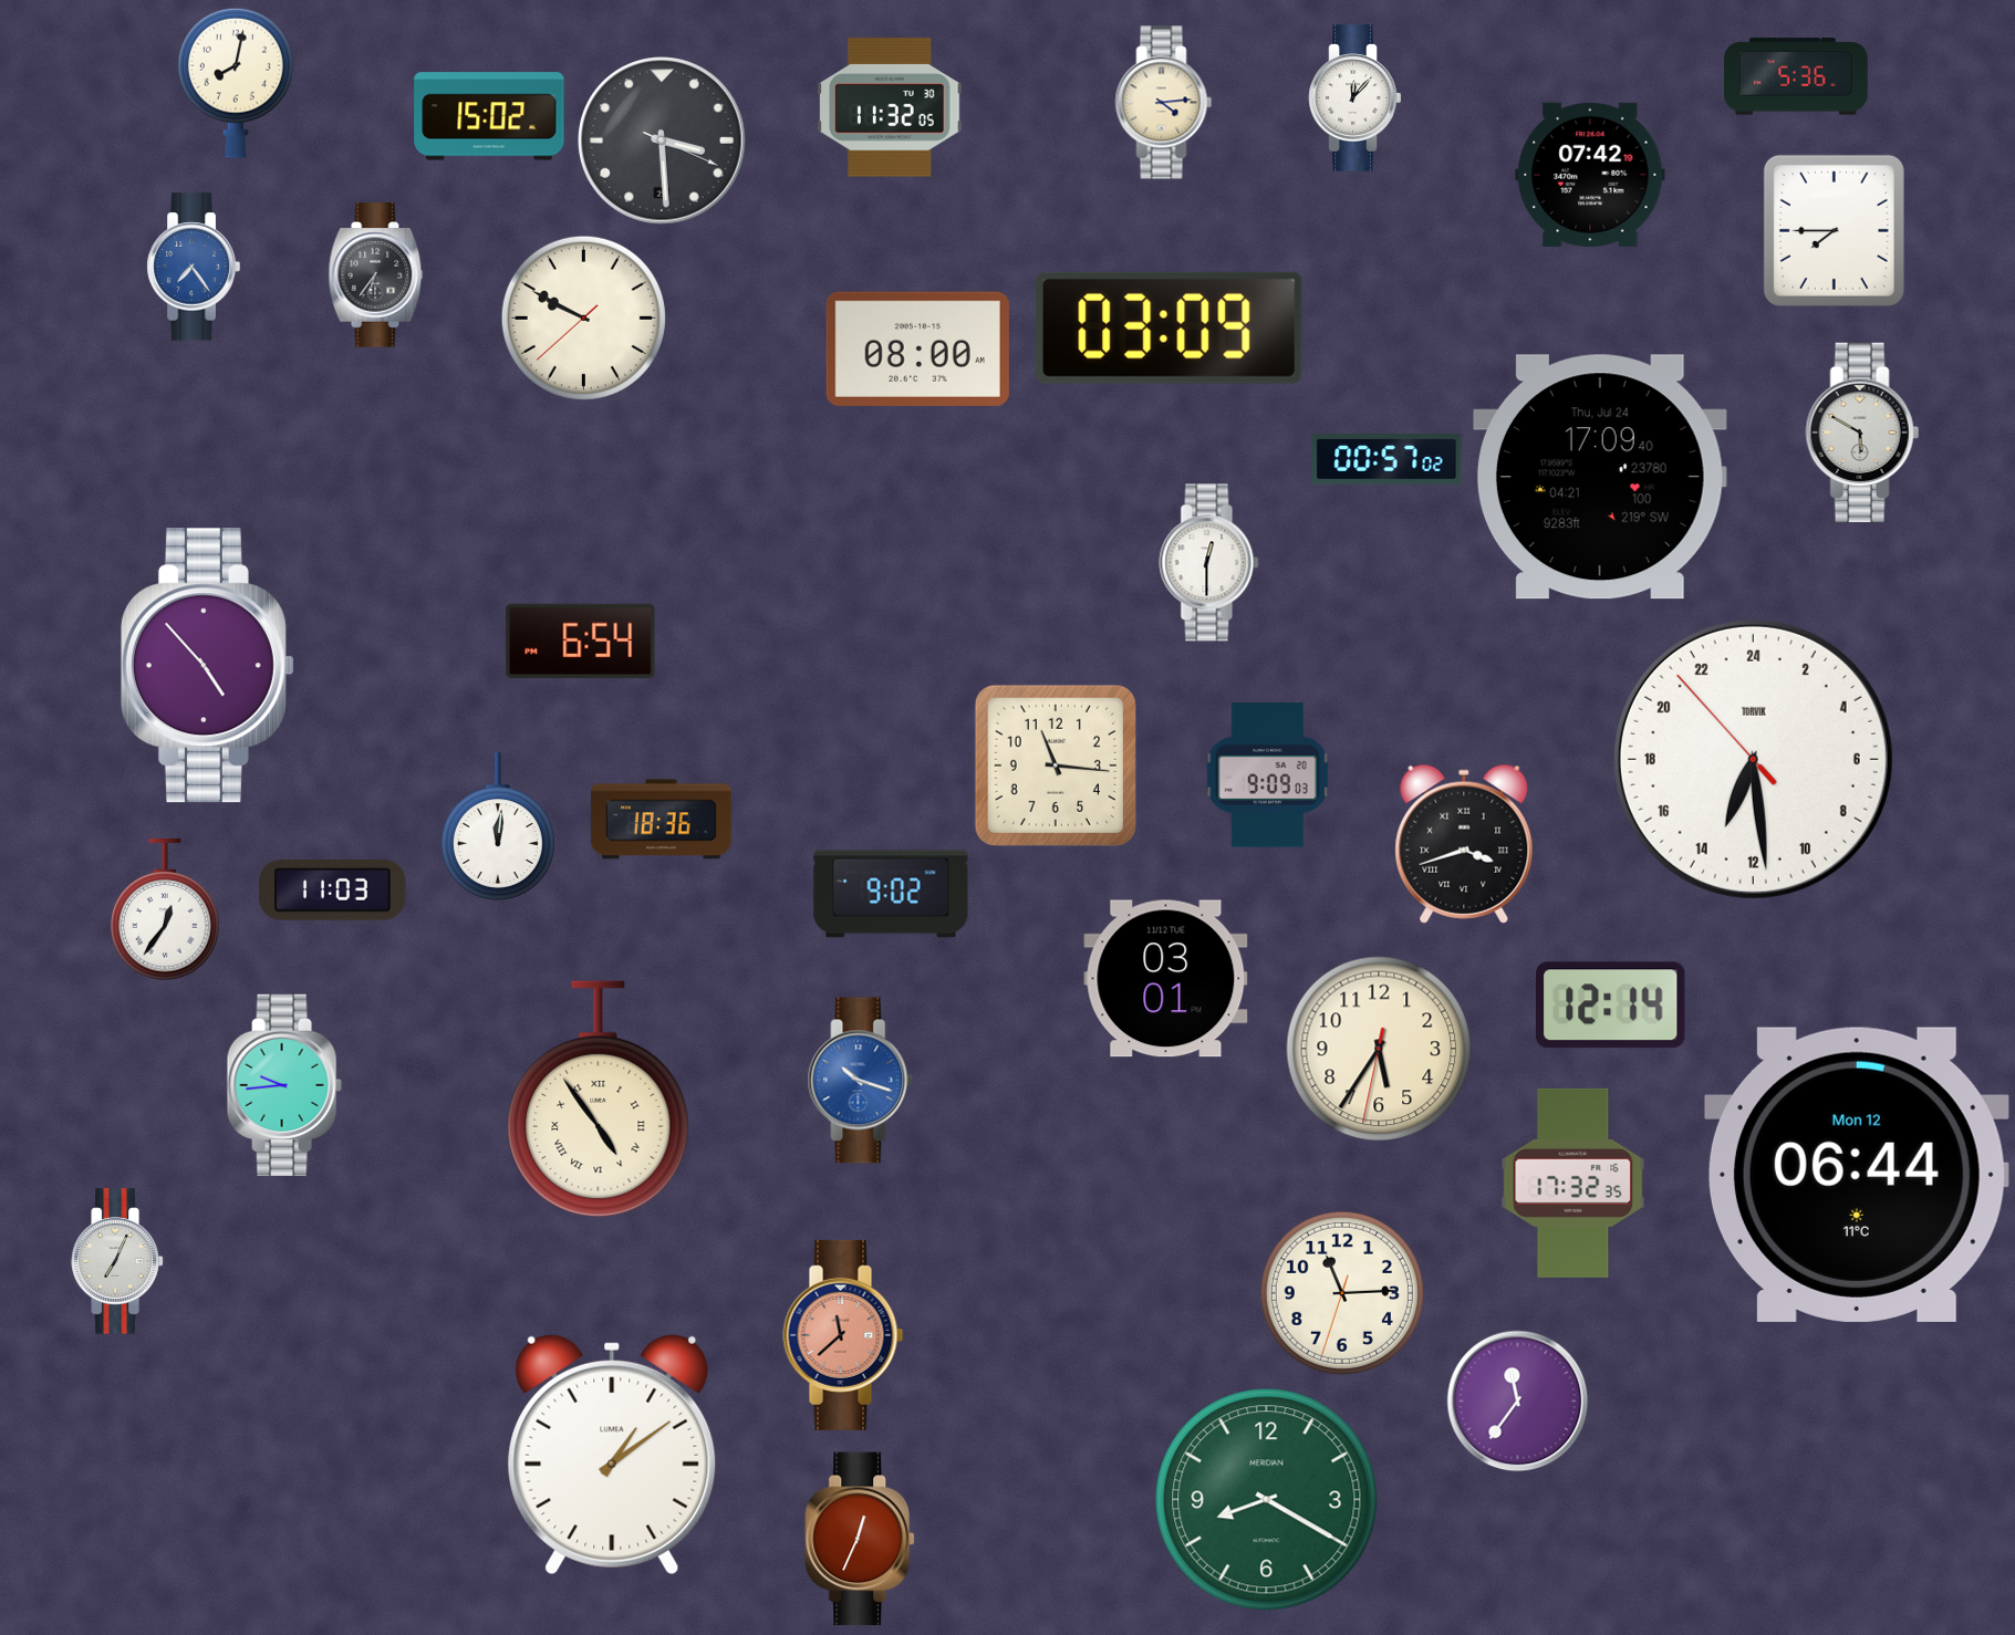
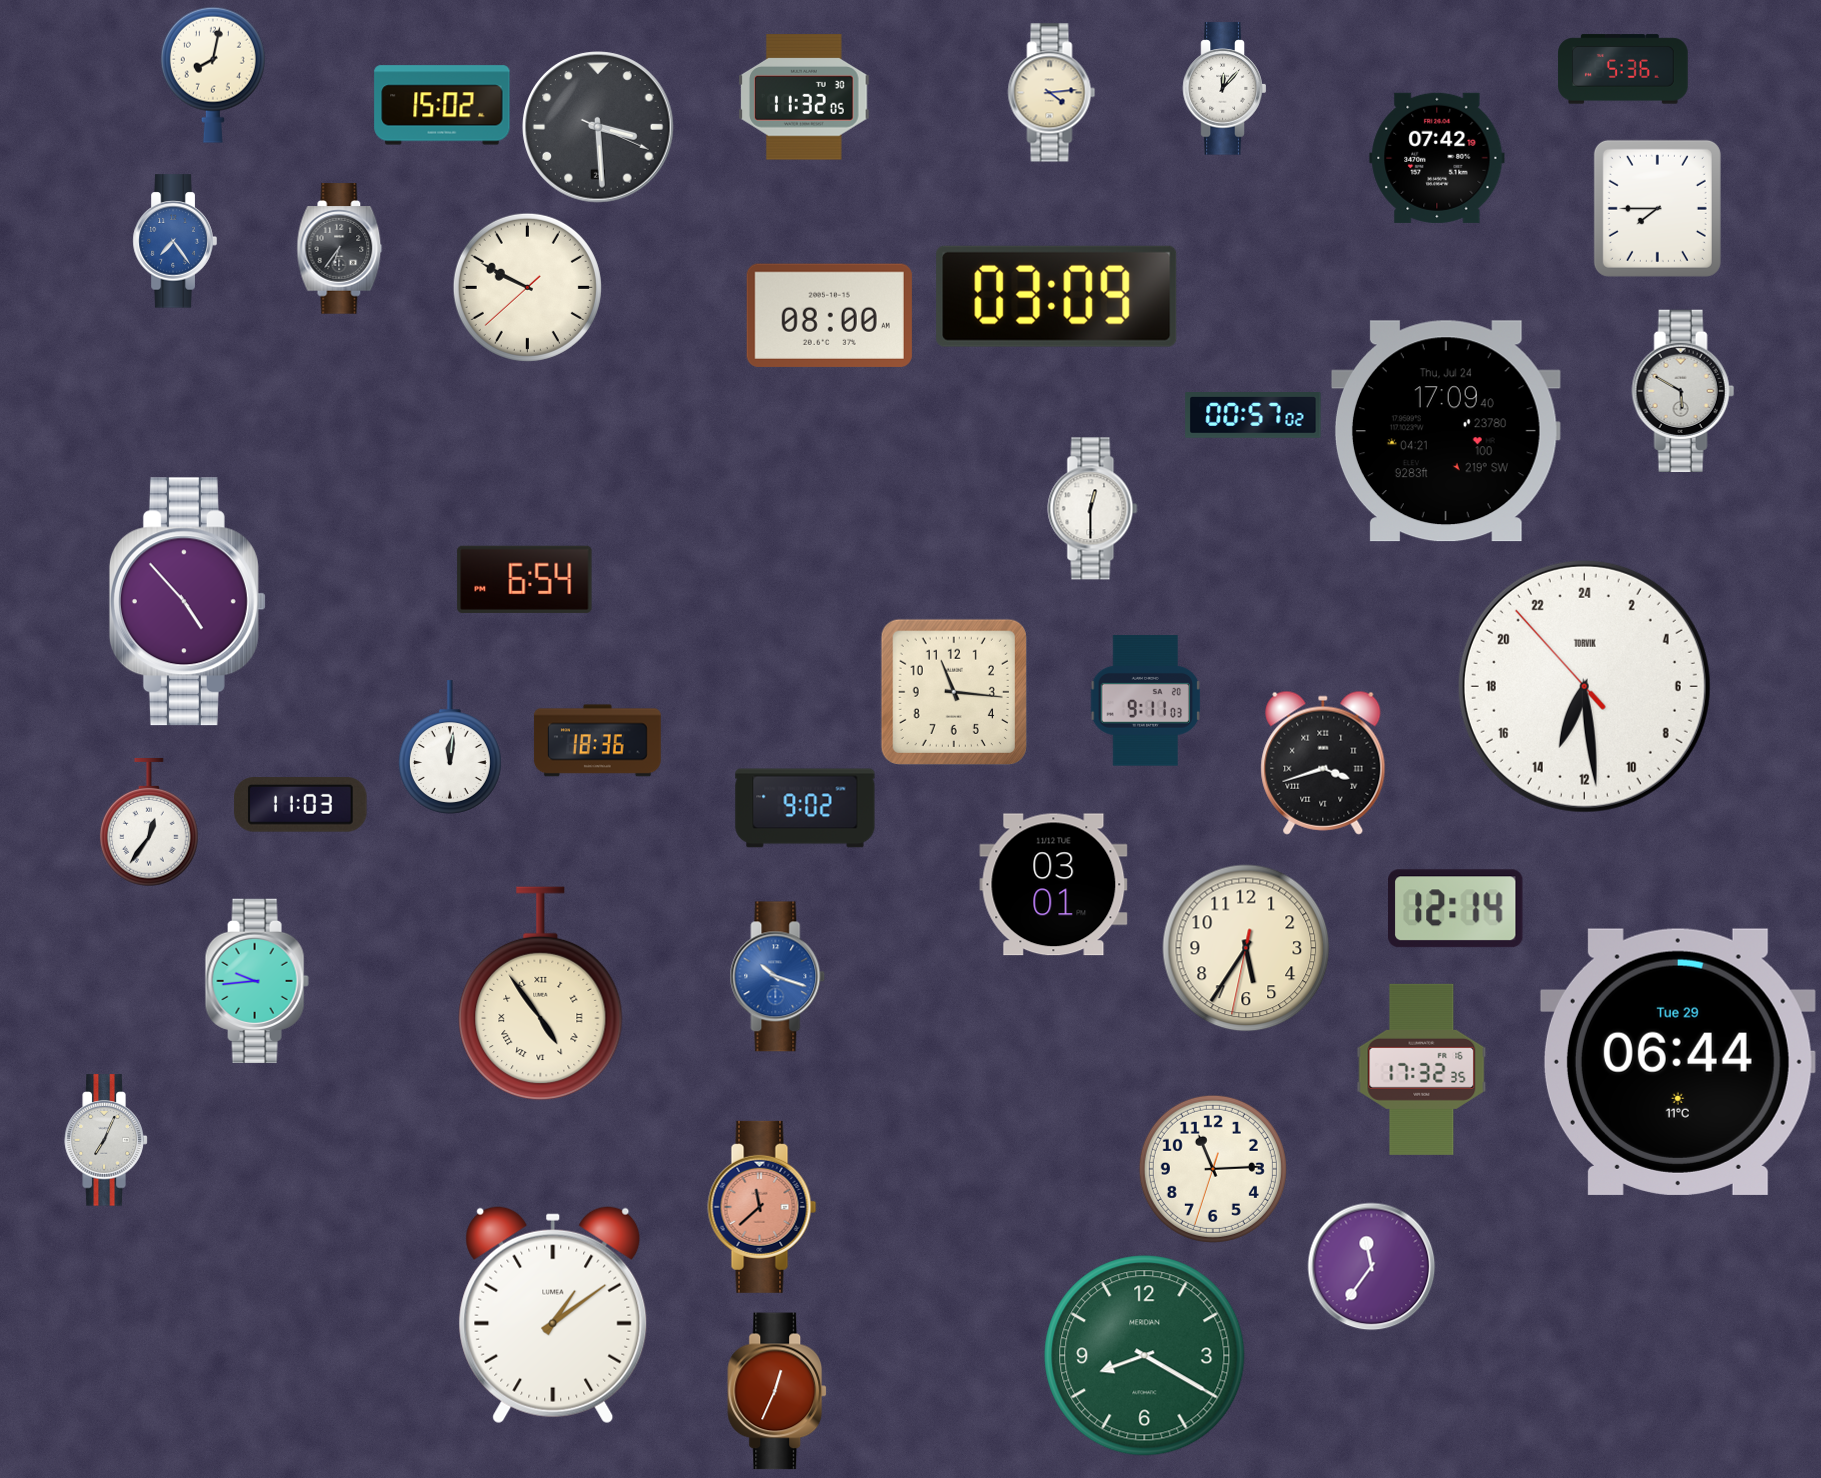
clock at (1268, 775): 9:09 -> 9:11
clock at (1857, 1175) date: Mon 12 -> Tue 29
